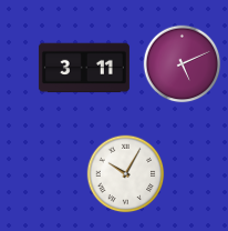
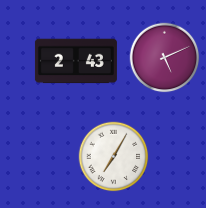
clock at (84, 68): 3:11 -> 2:43
clock at (126, 174): 10:05 -> 7:05
